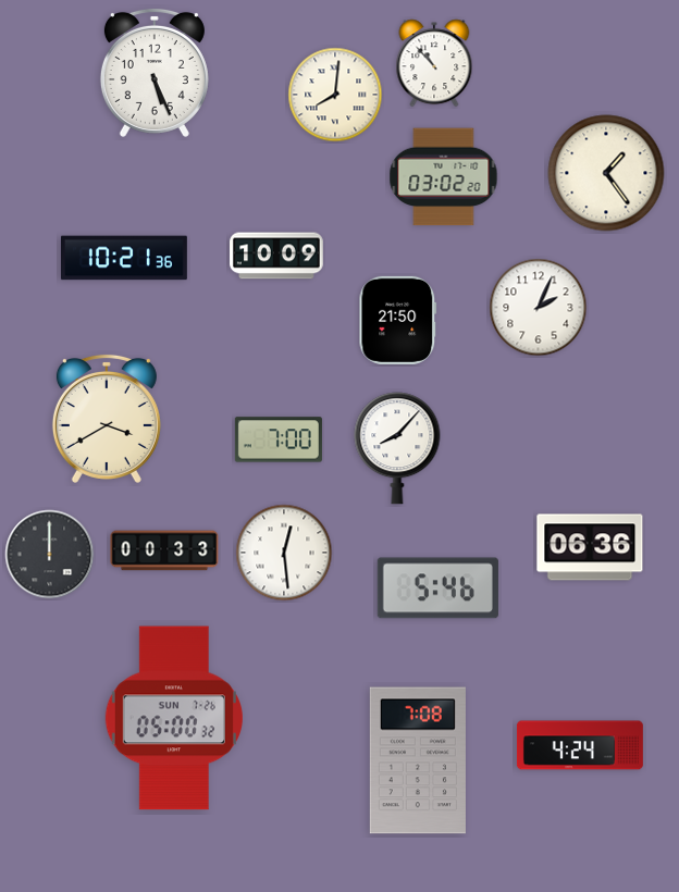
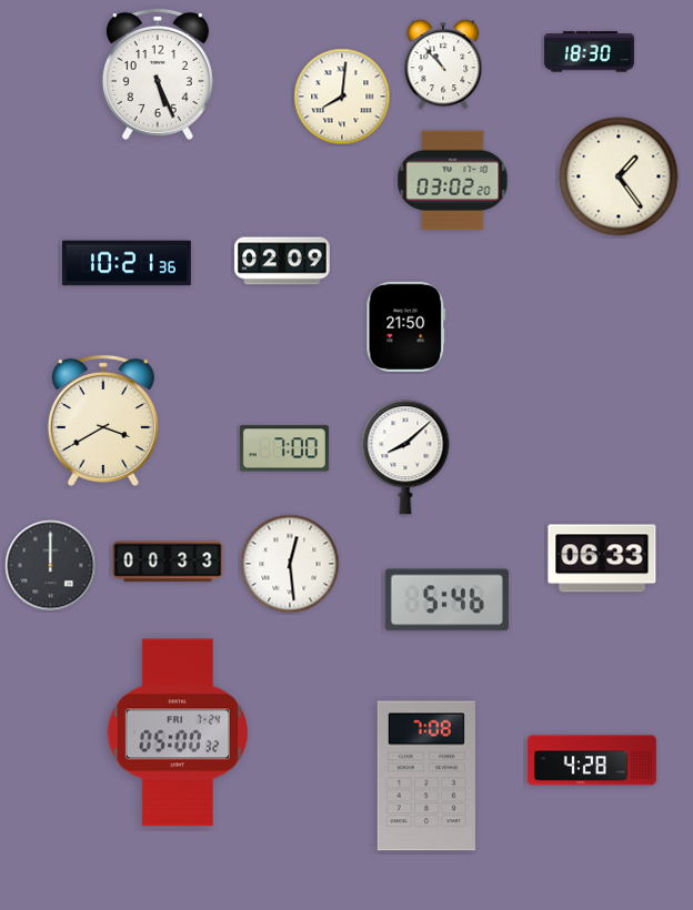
clock at (589, 52): none -> 18:30
clock at (276, 256): 10:09 -> 02:09
clock at (539, 308): 2:04 -> none
clock at (107, 419) position: (107, 419) -> (103, 421)
clock at (397, 448): 8:07 -> 8:08
clock at (590, 547): 06:36 -> 06:33
clock at (174, 718) date: SUN 7-26 -> FRI 7-24
clock at (580, 745): 4:24 -> 4:28
